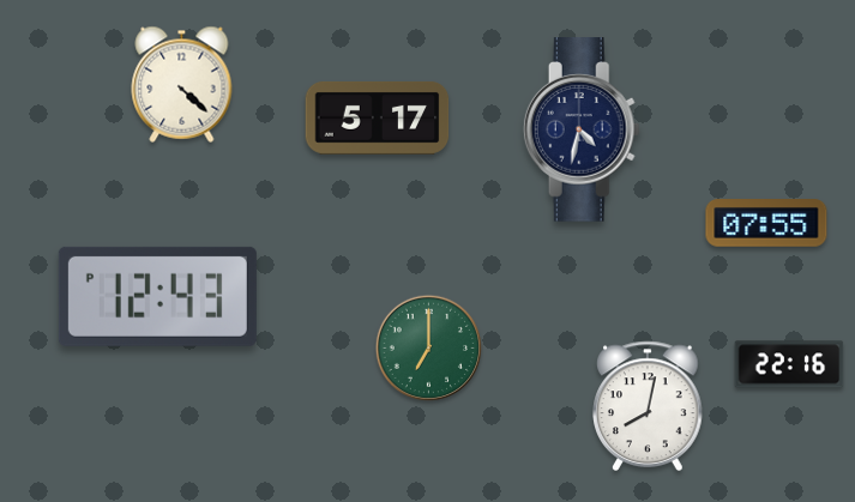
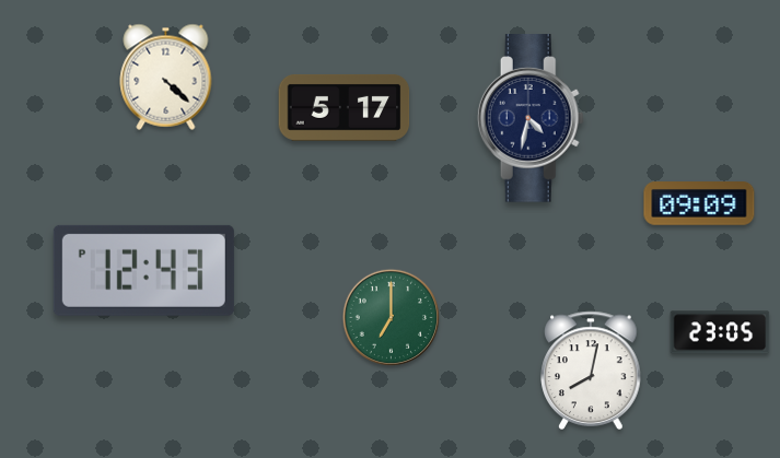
clock at (766, 223): 07:55 -> 09:09
clock at (789, 364): 22:16 -> 23:05
